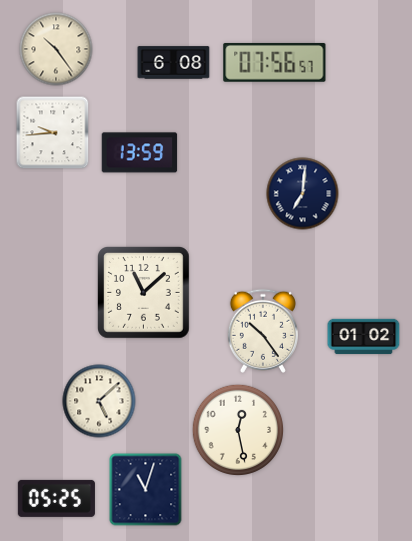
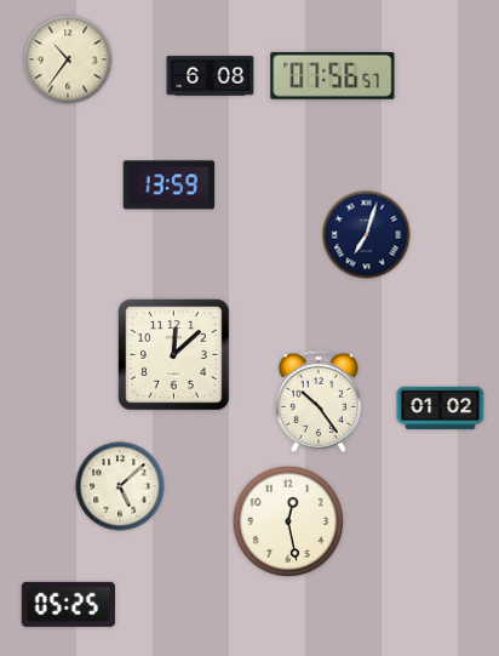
clock at (56, 49): 10:24 -> 10:36
clock at (53, 133): 9:44 -> none
clock at (303, 194): 7:01 -> 7:03
clock at (144, 293): 11:08 -> 12:08
clock at (146, 490): 11:03 -> none
